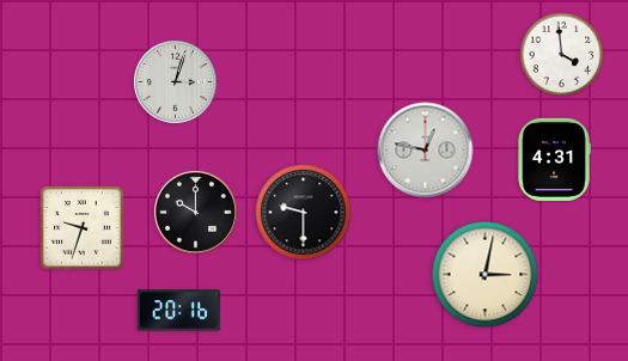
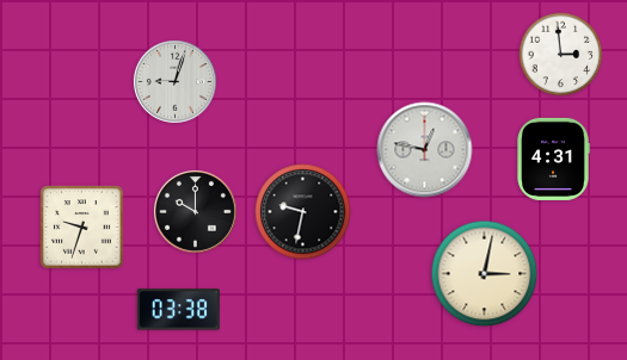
clock at (562, 55): 3:59 -> 2:59
clock at (175, 81): 3:03 -> 9:03
clock at (304, 213): 9:30 -> 9:32
clock at (178, 311): 20:16 -> 03:38
